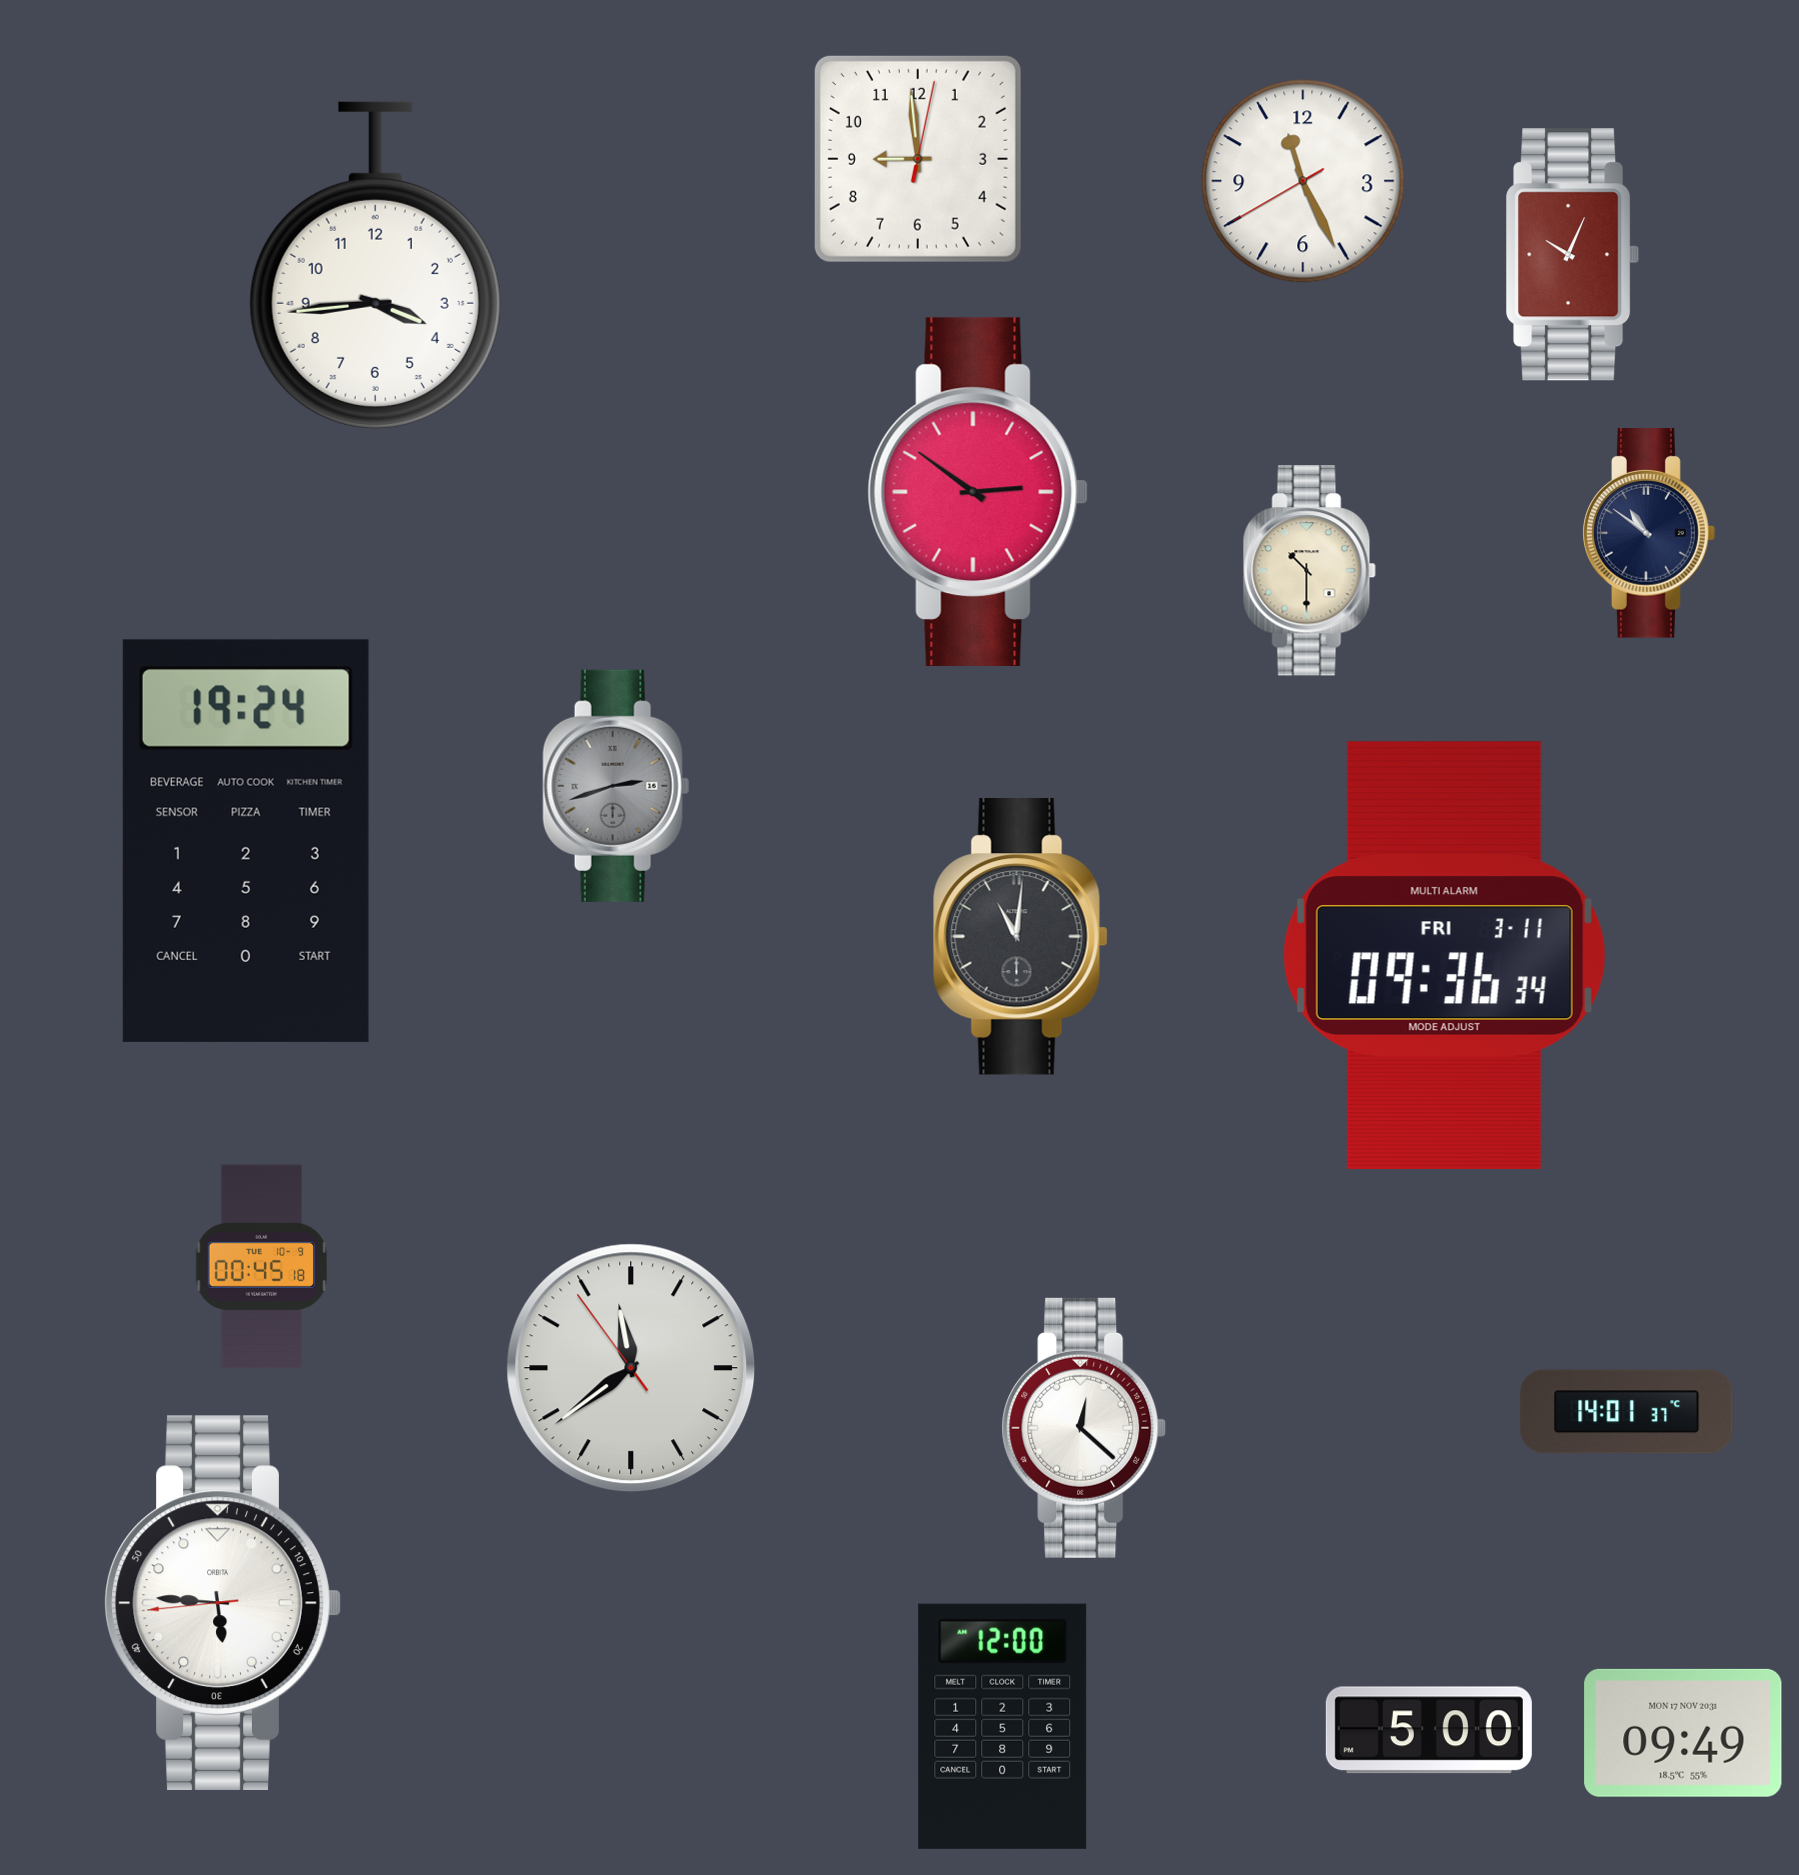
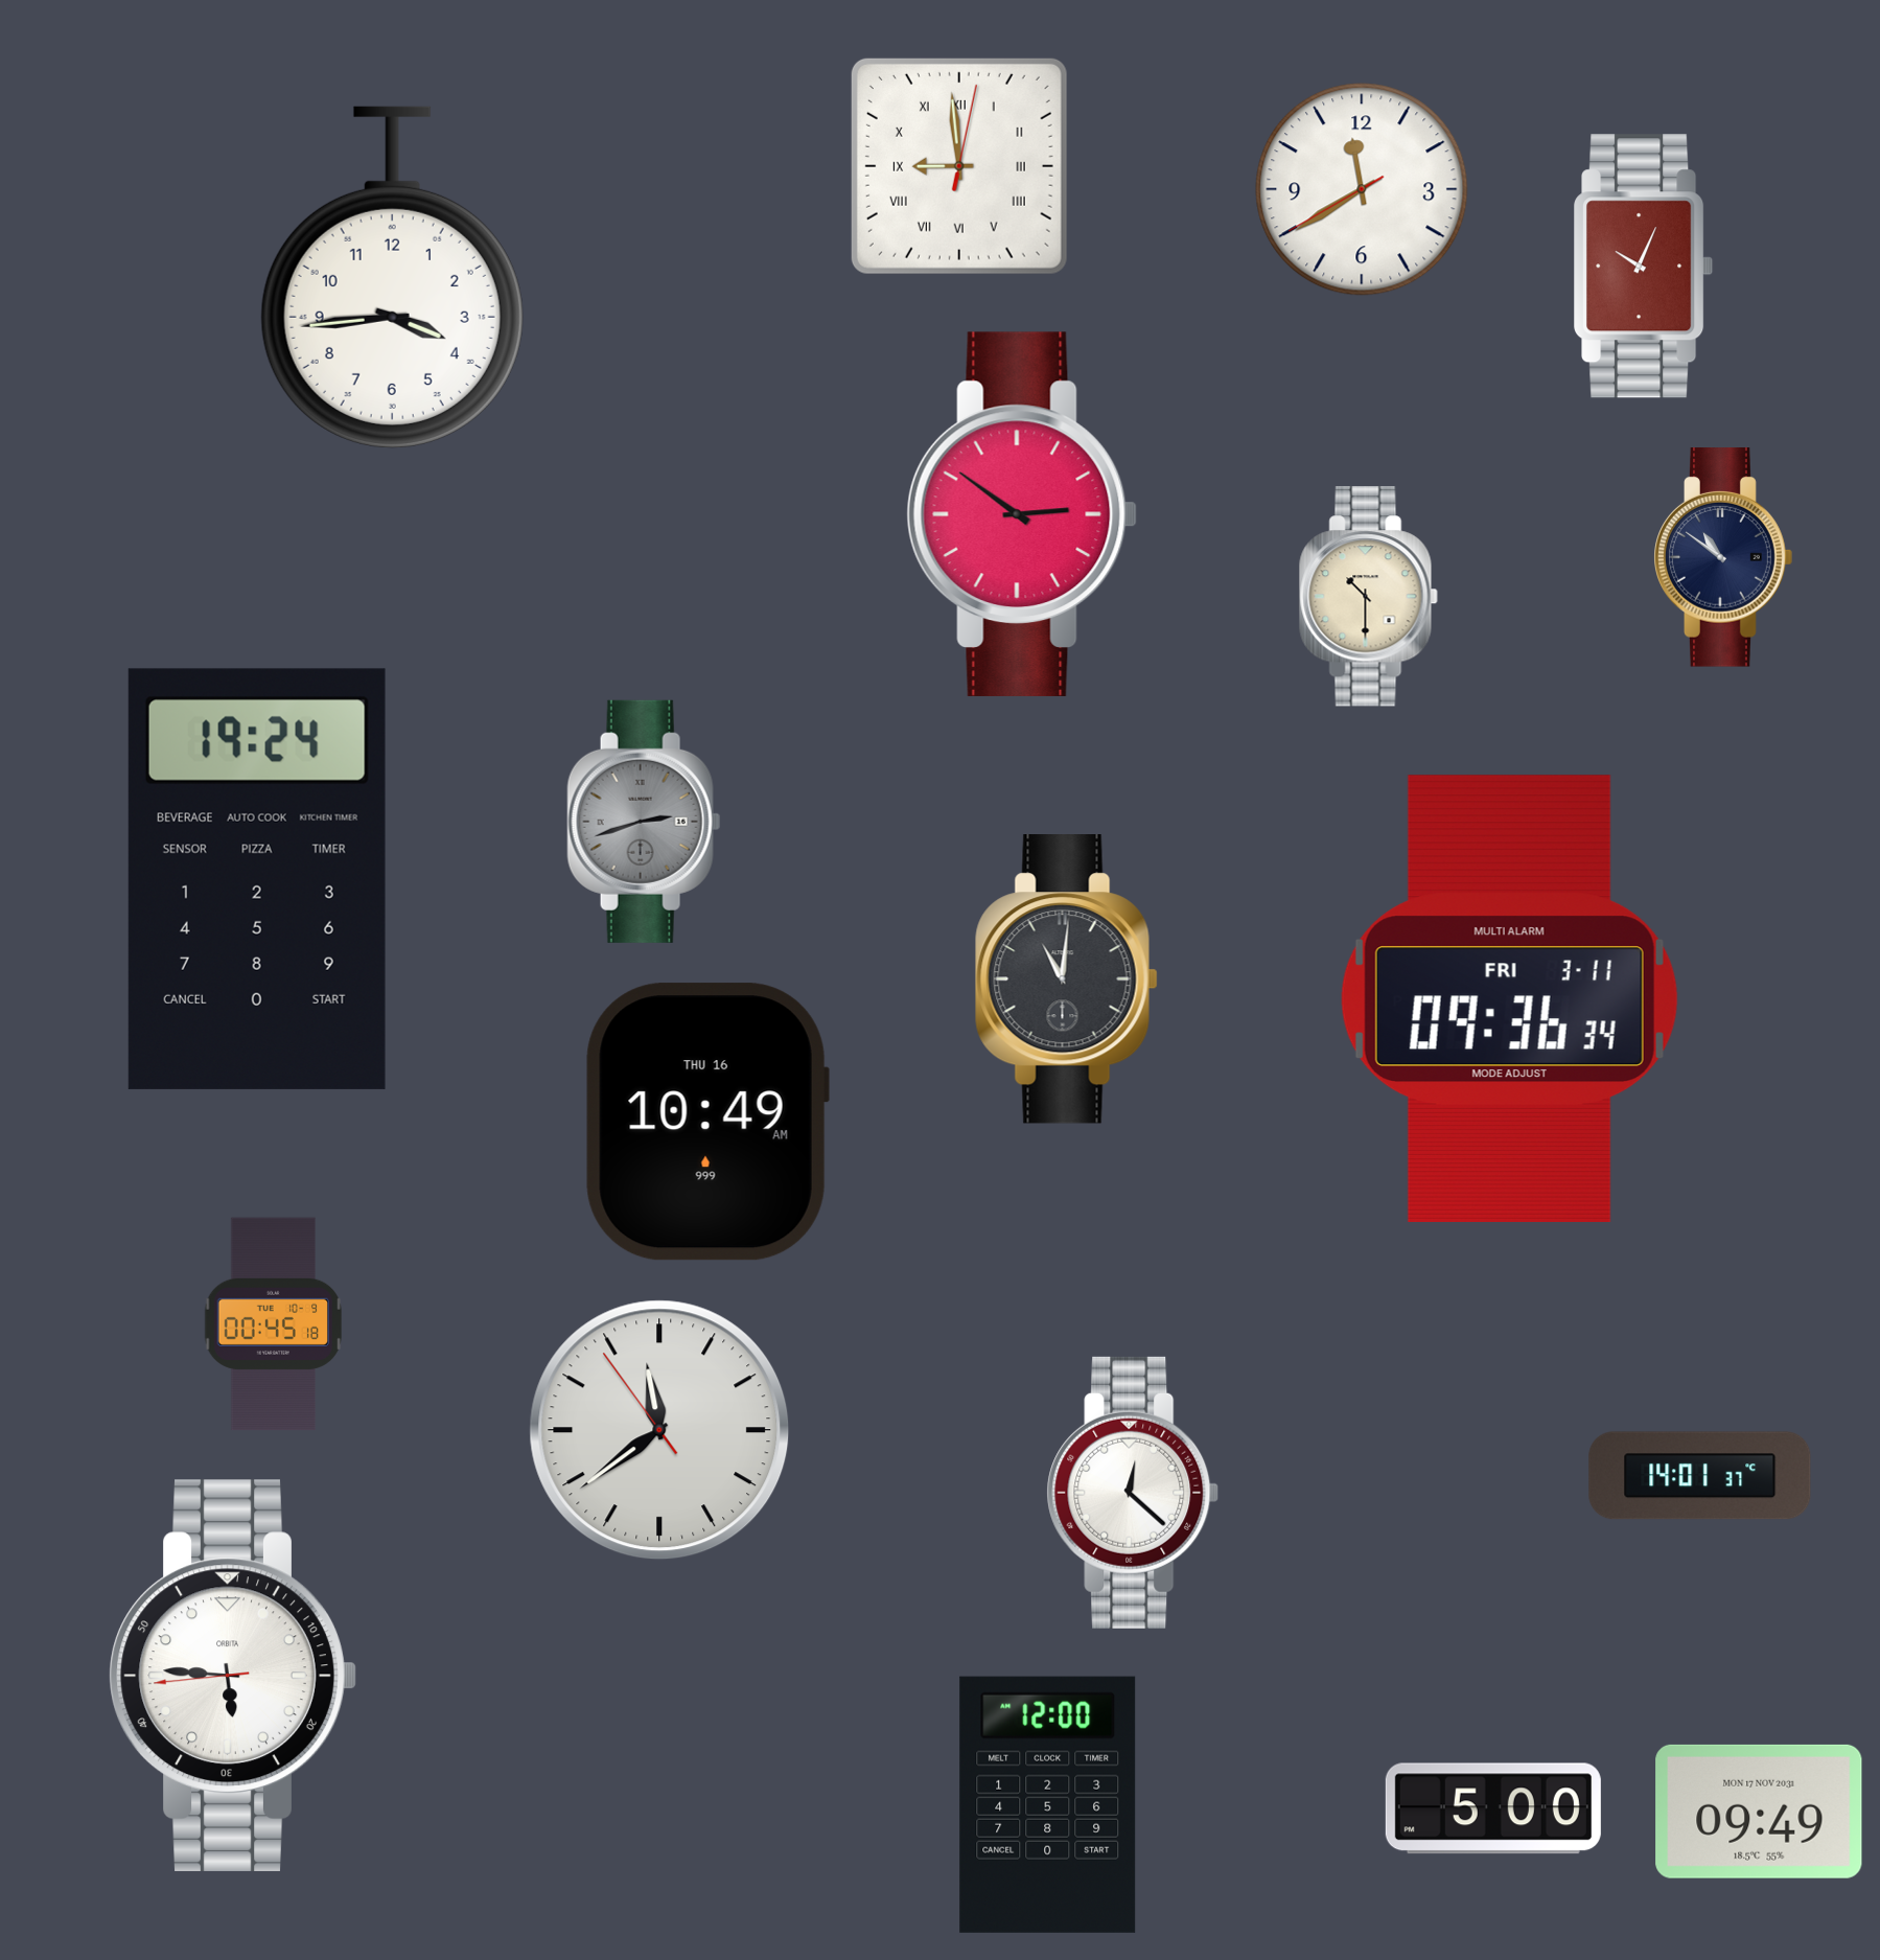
clock at (918, 159) numerals: Arabic -> Roman
clock at (1303, 181): 11:25 -> 11:39
clock at (707, 1122): none -> 10:49
